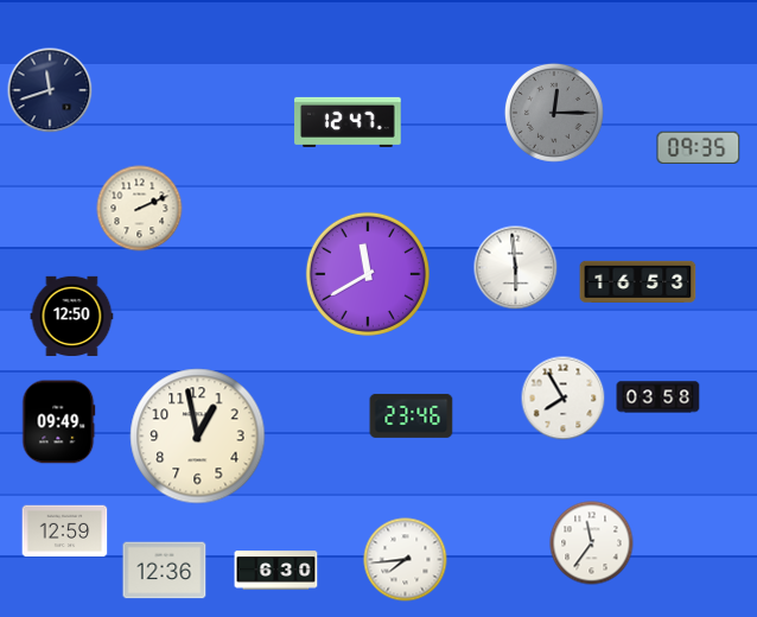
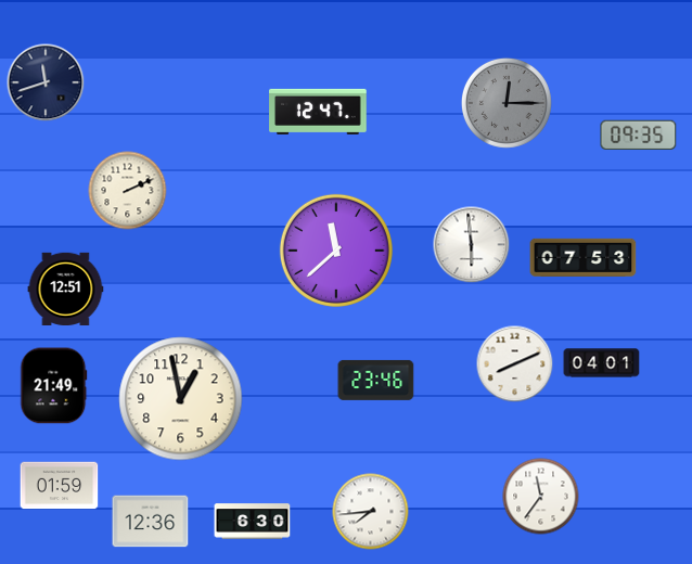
clock at (368, 274): 11:40 -> 11:38
clock at (638, 281): 16:53 -> 07:53
clock at (72, 316): 12:50 -> 12:51
clock at (659, 397): 03:58 -> 04:01
clock at (564, 399): 7:55 -> 8:11
clock at (59, 422): 09:49 -> 21:49
clock at (65, 532): 12:59 -> 01:59
